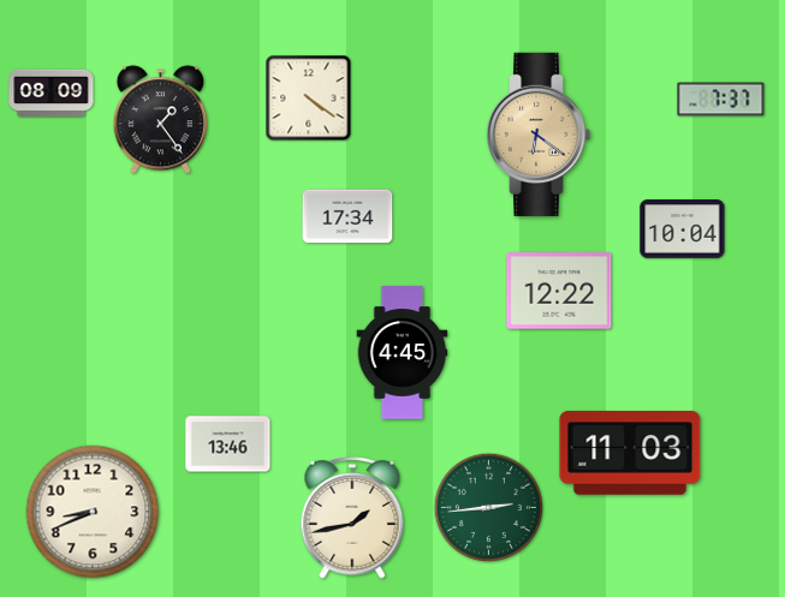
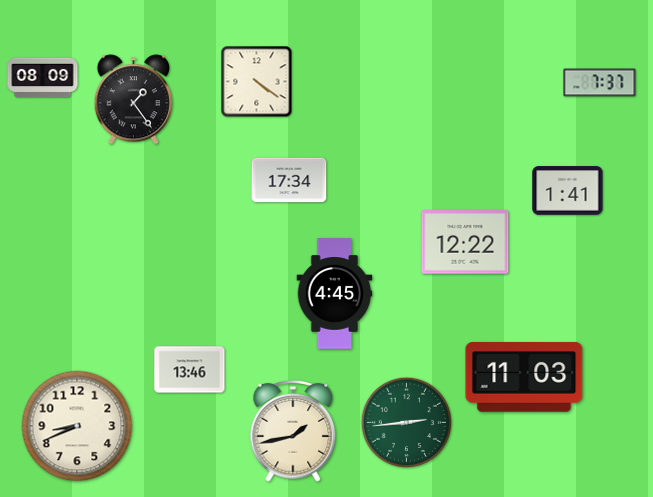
clock at (539, 135): 6:21 -> none
clock at (683, 229): 10:04 -> 1:41
